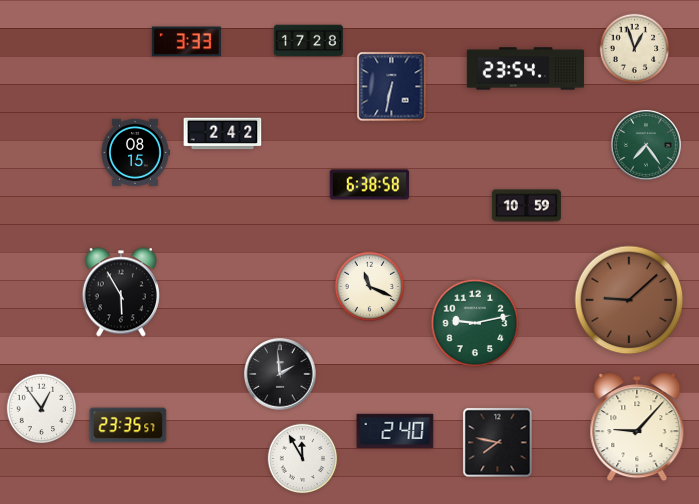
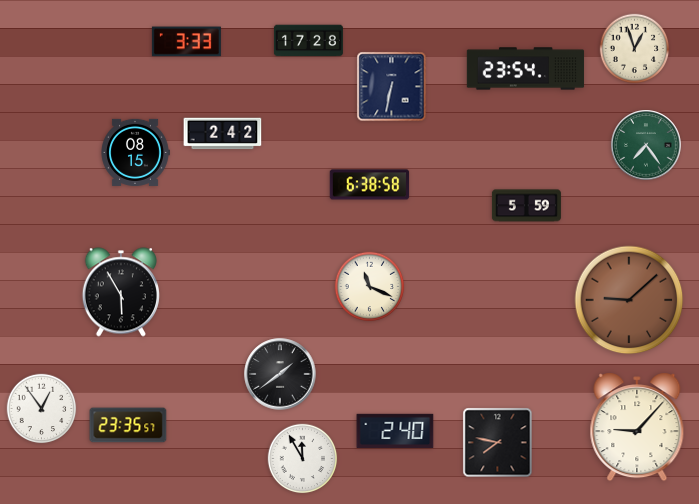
clock at (526, 206): 10:59 -> 5:59
clock at (475, 323): 9:13 -> none
clock at (280, 374): 1:59 -> 1:39
